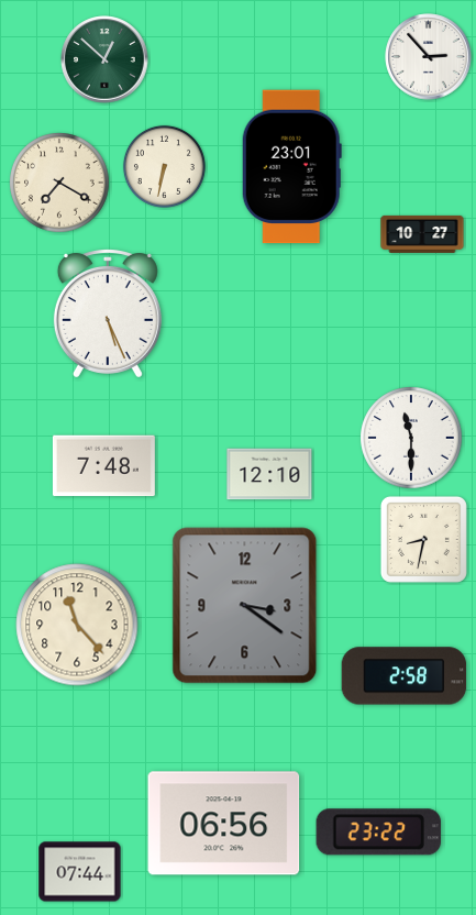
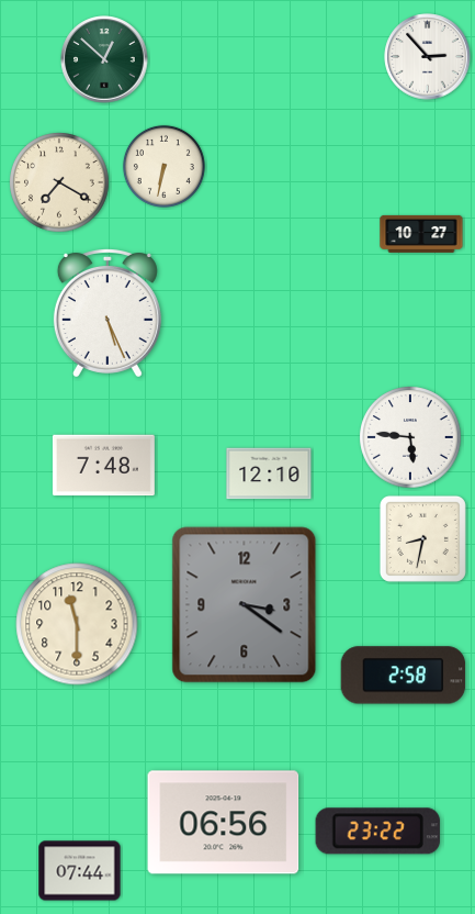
clock at (291, 167): 23:01 -> none
clock at (411, 438): 11:30 -> 5:46
clock at (77, 625): 11:23 -> 11:30
